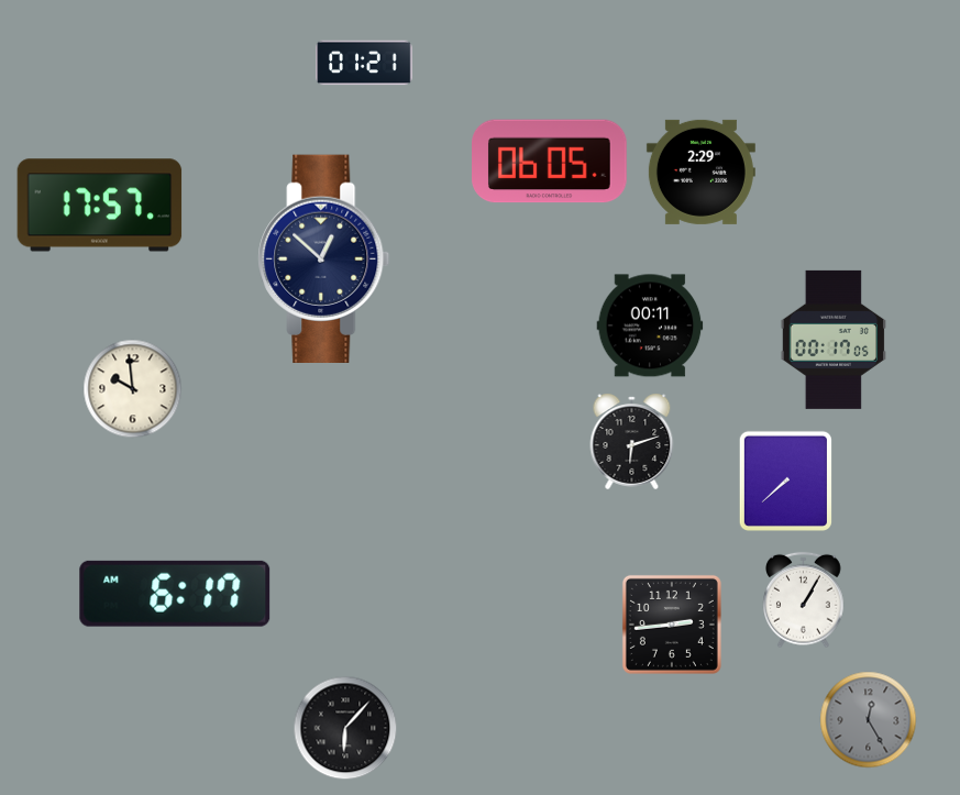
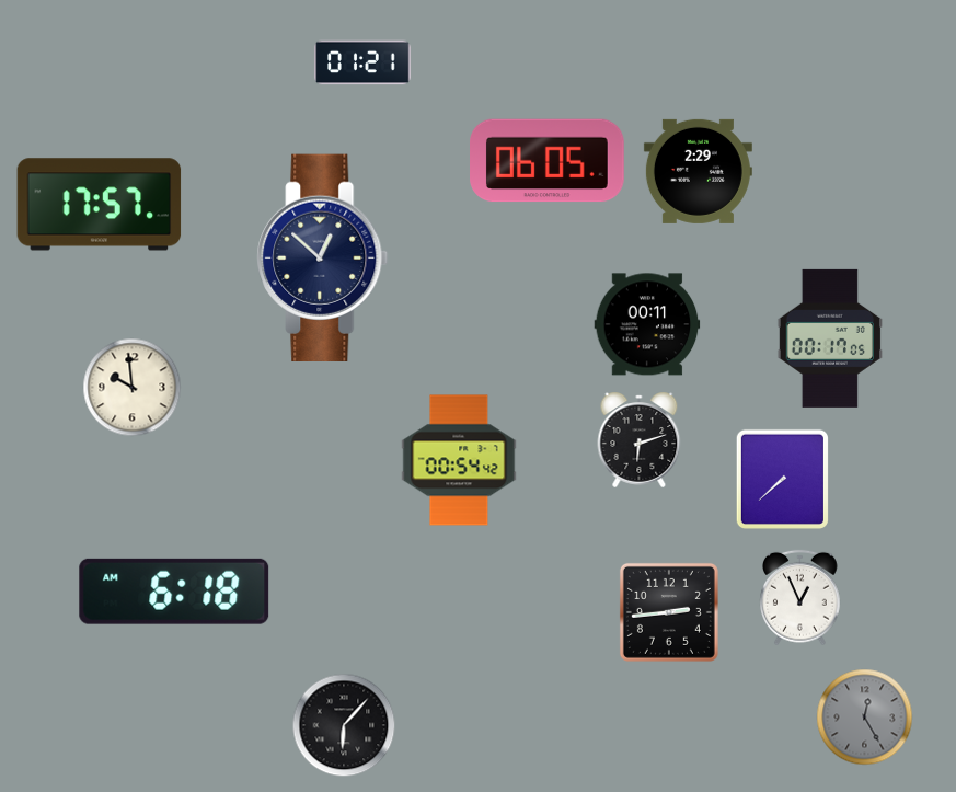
clock at (632, 441) position: (632, 441) -> (640, 439)
clock at (459, 460): none -> 00:54
clock at (175, 594): 6:17 -> 6:18
clock at (804, 600): 1:05 -> 12:56
clock at (672, 625) position: (672, 625) -> (669, 612)
